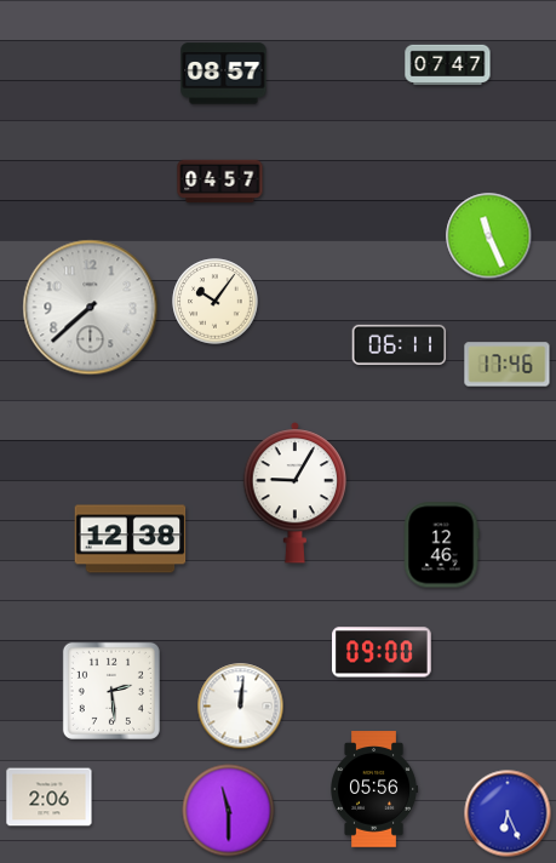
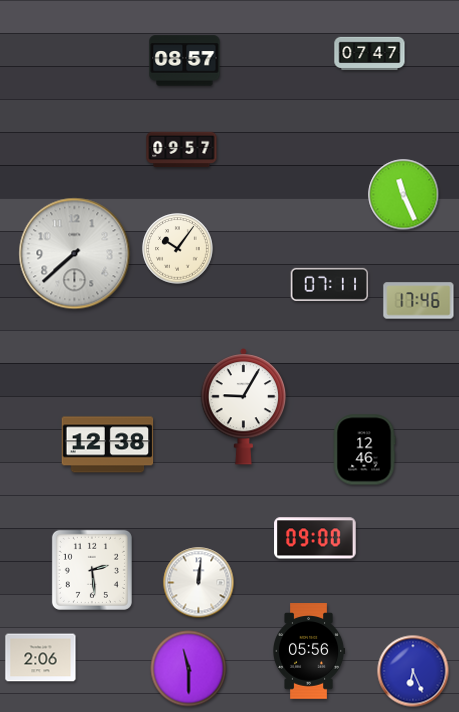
clock at (220, 182): 04:57 -> 09:57
clock at (400, 344): 06:11 -> 07:11
clock at (508, 813) position: (508, 813) -> (413, 671)
